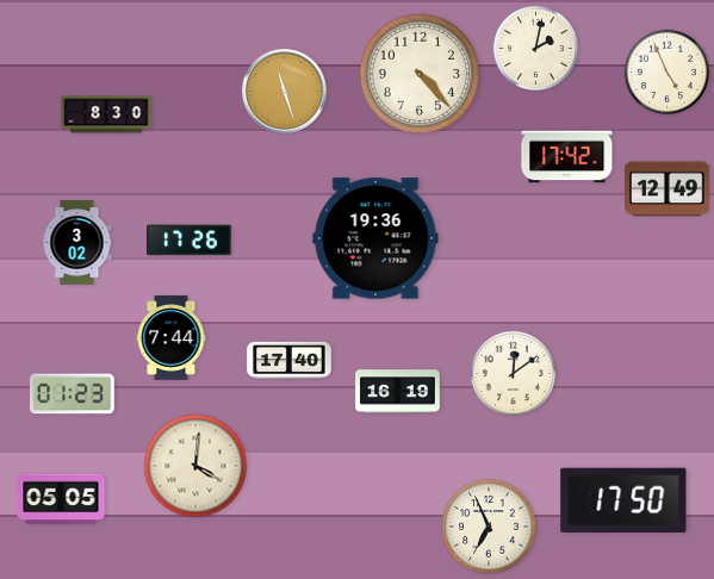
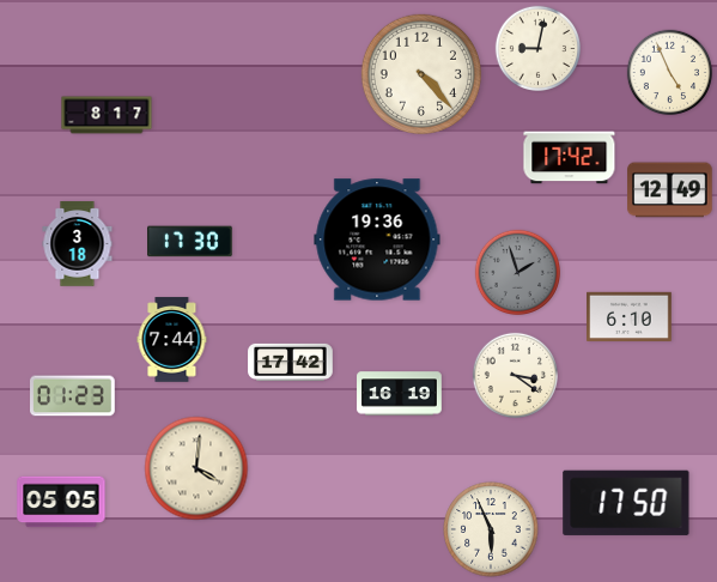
clock at (535, 48): 2:02 -> 9:02
clock at (285, 92): 11:27 -> none
clock at (106, 114): 8:30 -> 8:17
clock at (190, 241): 17:26 -> 17:30
clock at (77, 243): 3:02 -> 3:18
clock at (517, 272): none -> 1:57
clock at (630, 316): none -> 6:10
clock at (290, 360): 17:40 -> 17:42
clock at (513, 373): 12:09 -> 3:21
clock at (489, 527): 6:56 -> 5:56
